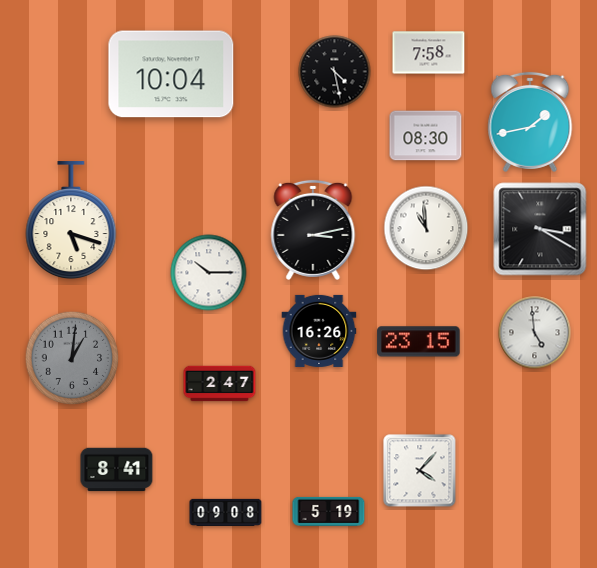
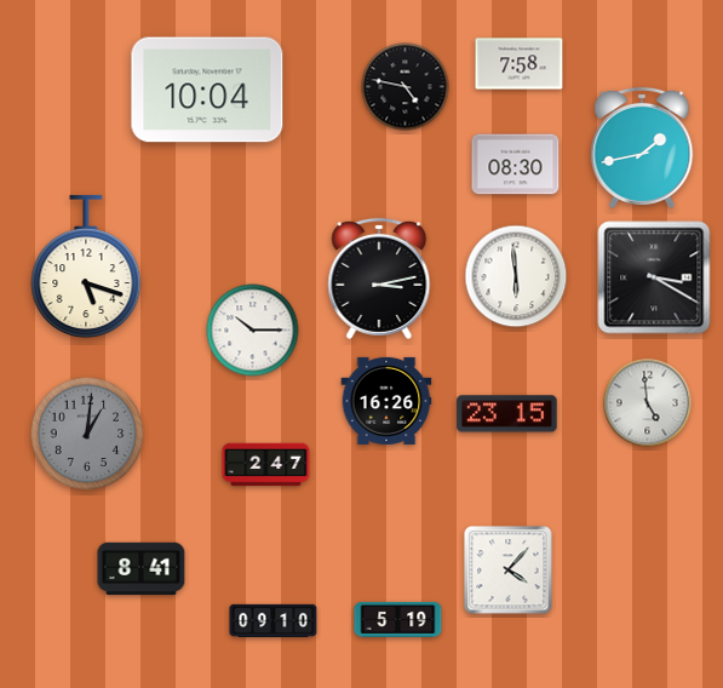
clock at (335, 72): 4:28 -> 4:47
clock at (426, 228): 10:59 -> 5:59
clock at (226, 512): 09:08 -> 09:10
